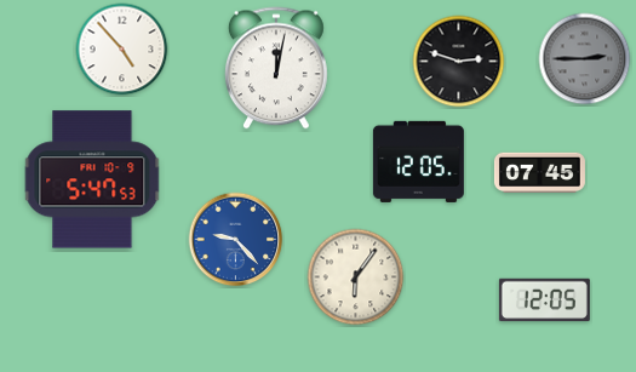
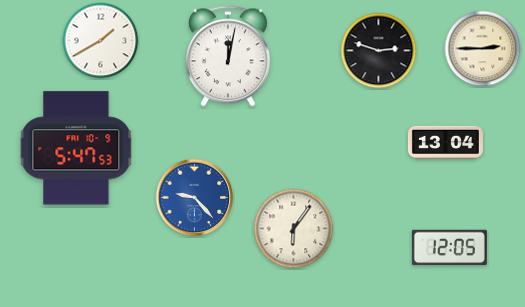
clock at (122, 50): 4:53 -> 1:40
clock at (585, 59) dial: grey -> cream
clock at (418, 161): 12:05 -> none
clock at (539, 172): 07:45 -> 13:04
